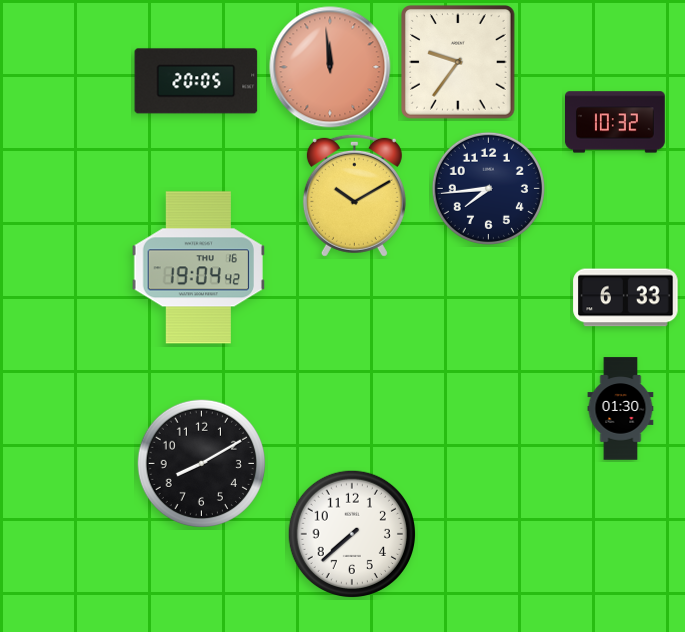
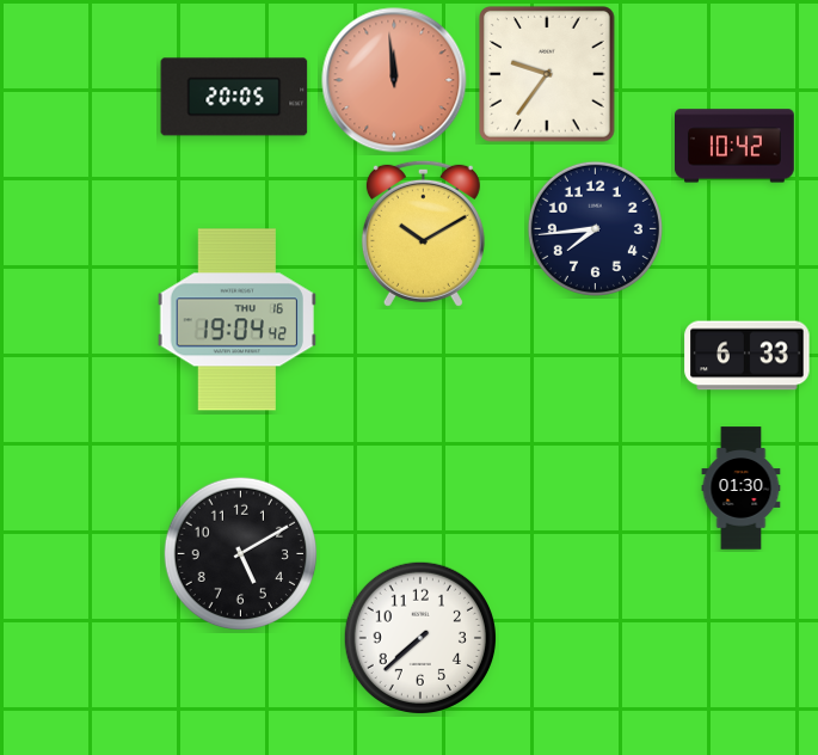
clock at (616, 122): 10:32 -> 10:42
clock at (488, 188) position: (488, 188) -> (595, 228)
clock at (201, 463): 8:10 -> 5:10
